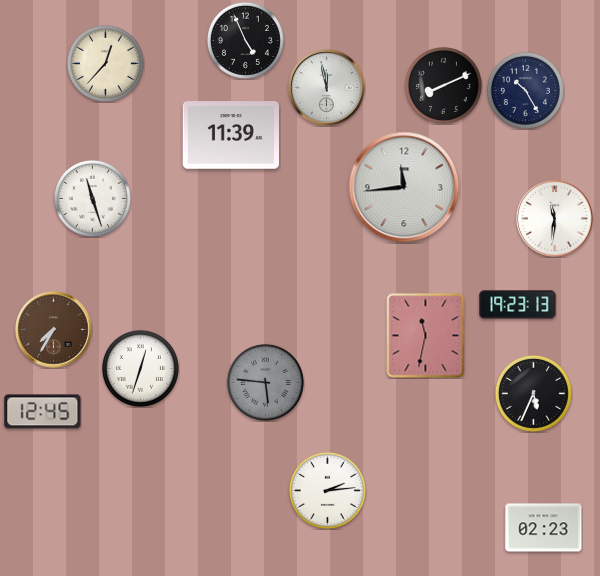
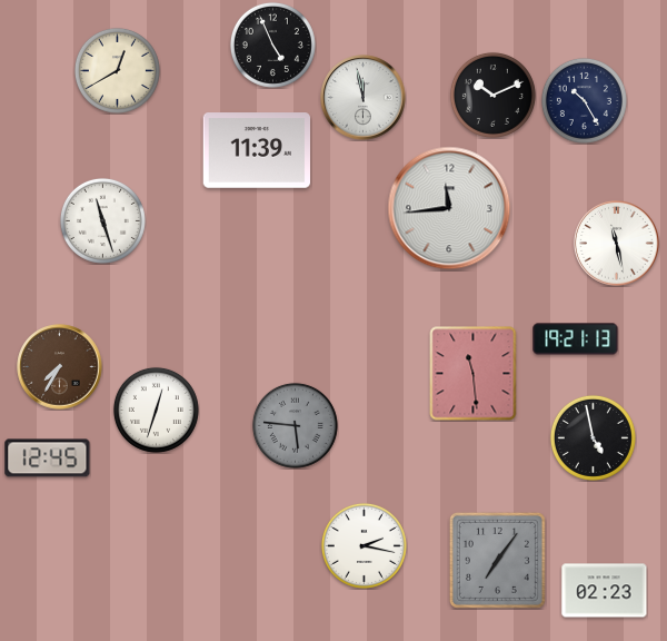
clock at (105, 63): 12:37 -> 12:40
clock at (443, 85): 8:11 -> 10:11
clock at (555, 219): 11:31 -> 11:28
clock at (518, 305): 19:23 -> 19:21
clock at (426, 336): 11:32 -> 11:29
clock at (533, 393): 5:34 -> 4:58
clock at (327, 490): 2:14 -> 2:17
clock at (497, 560): none -> 7:06
clock at (544, 528) position: (544, 528) -> (605, 591)
